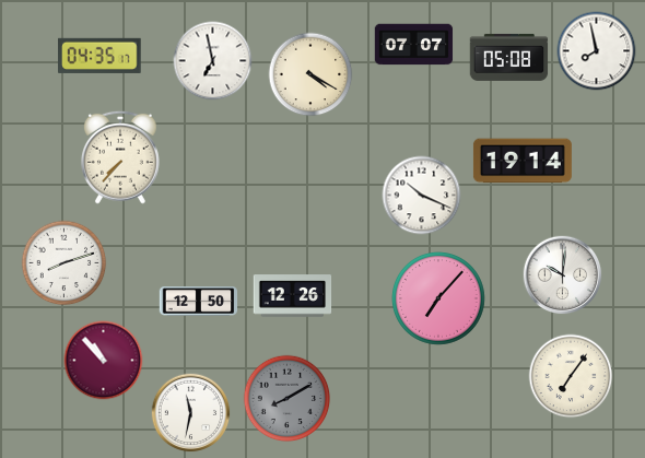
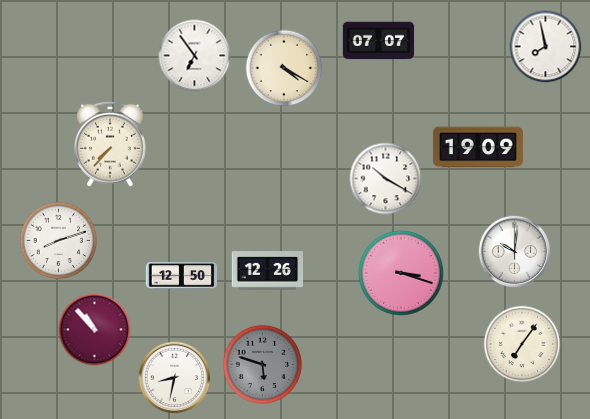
clock at (99, 56): 04:35 -> none
clock at (509, 57): 05:08 -> none
clock at (213, 61): 6:58 -> 6:54
clock at (523, 161): 19:14 -> 19:09
clock at (422, 196): 10:19 -> 10:20
clock at (438, 298): 7:07 -> 3:18
clock at (288, 399): 8:10 -> 5:48
clock at (191, 413): 11:32 -> 8:32
